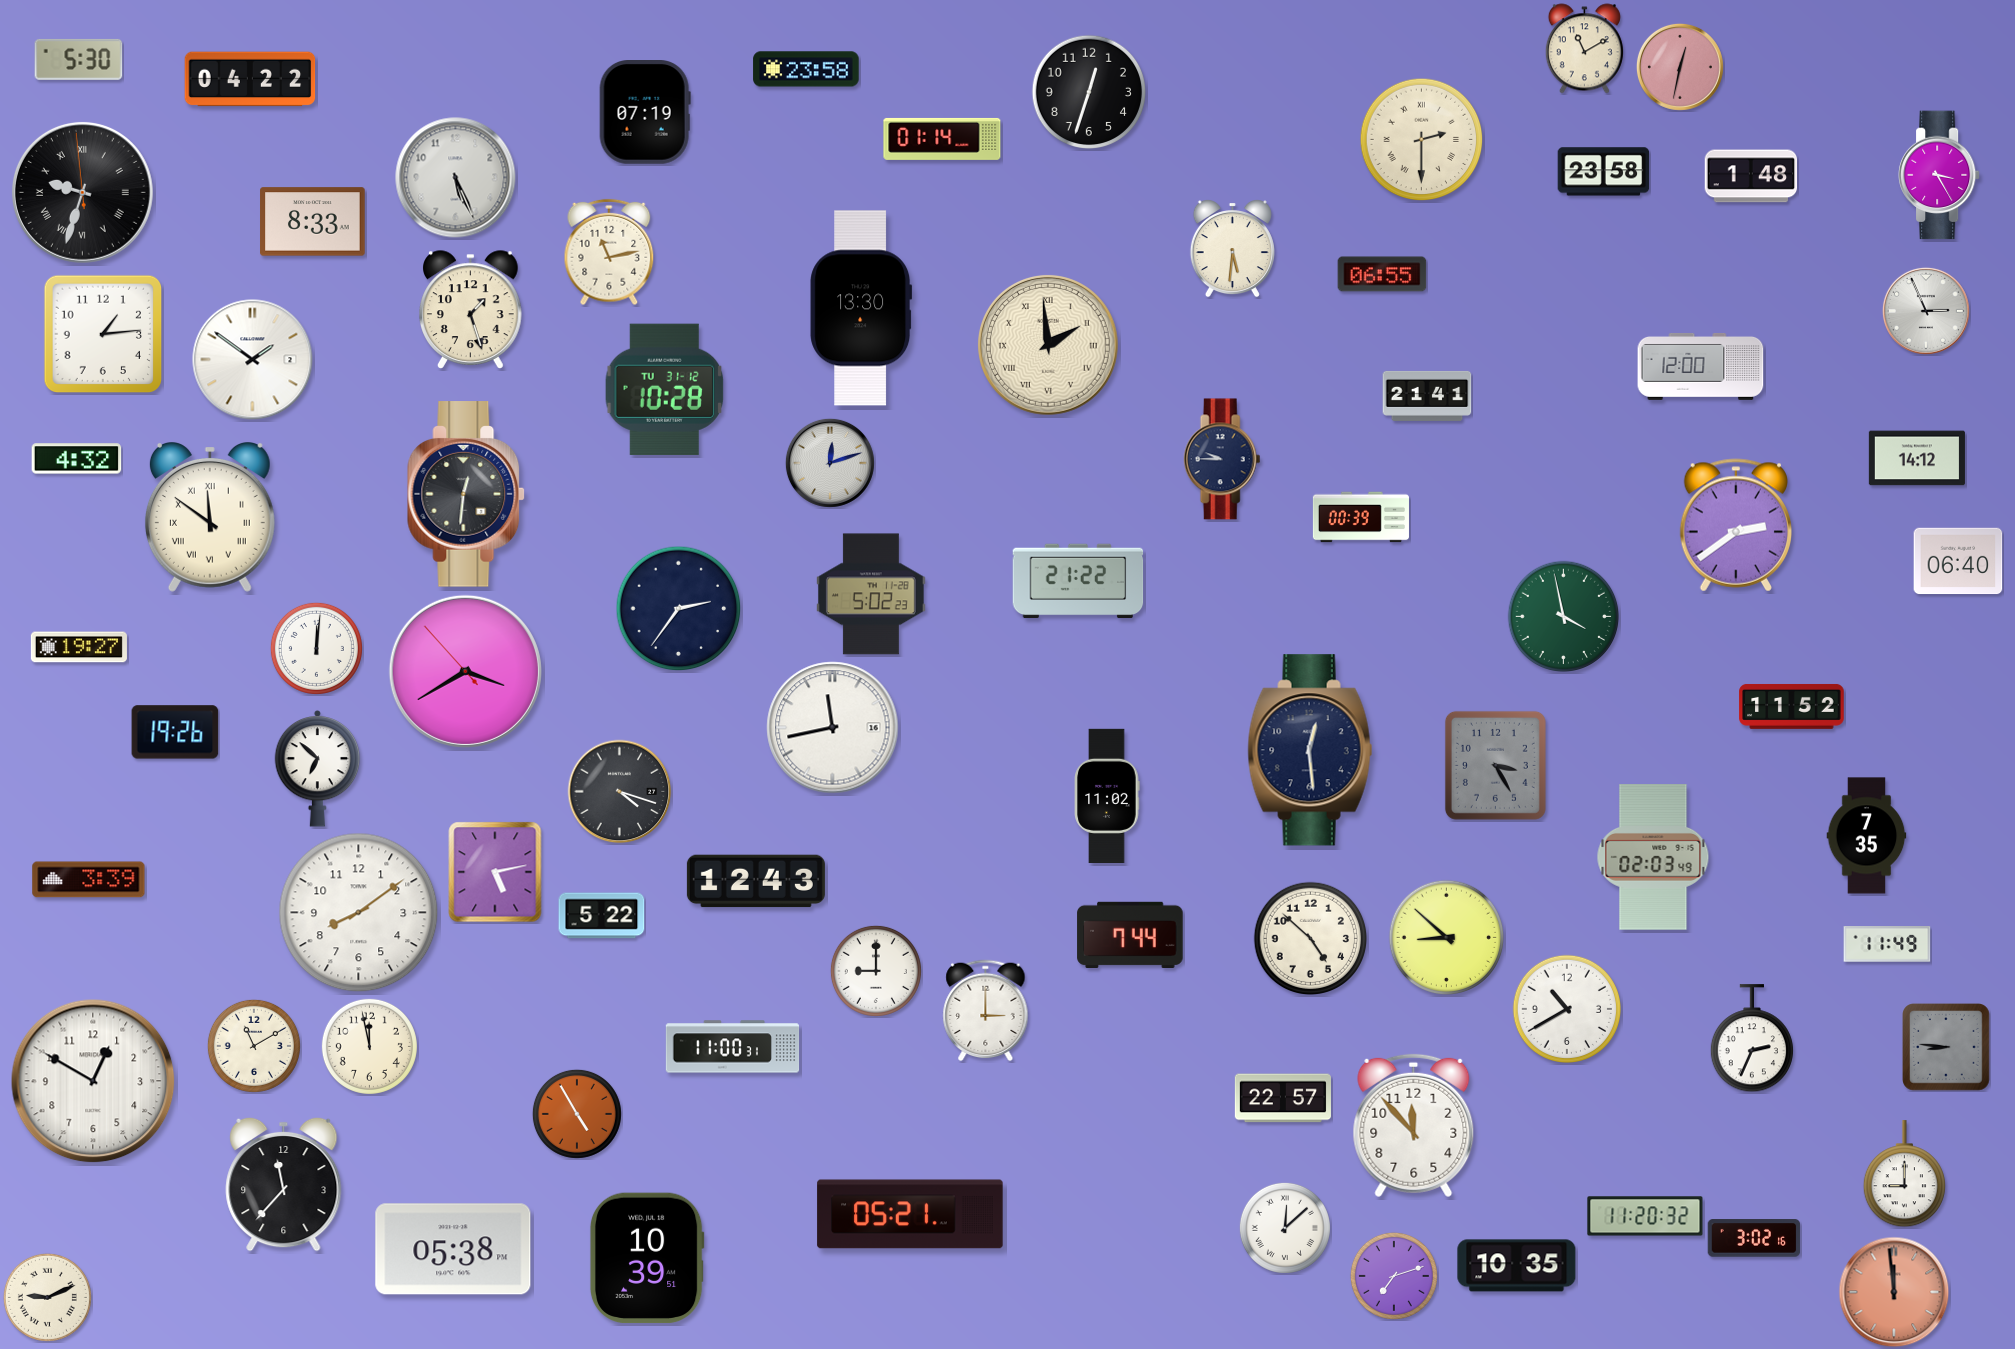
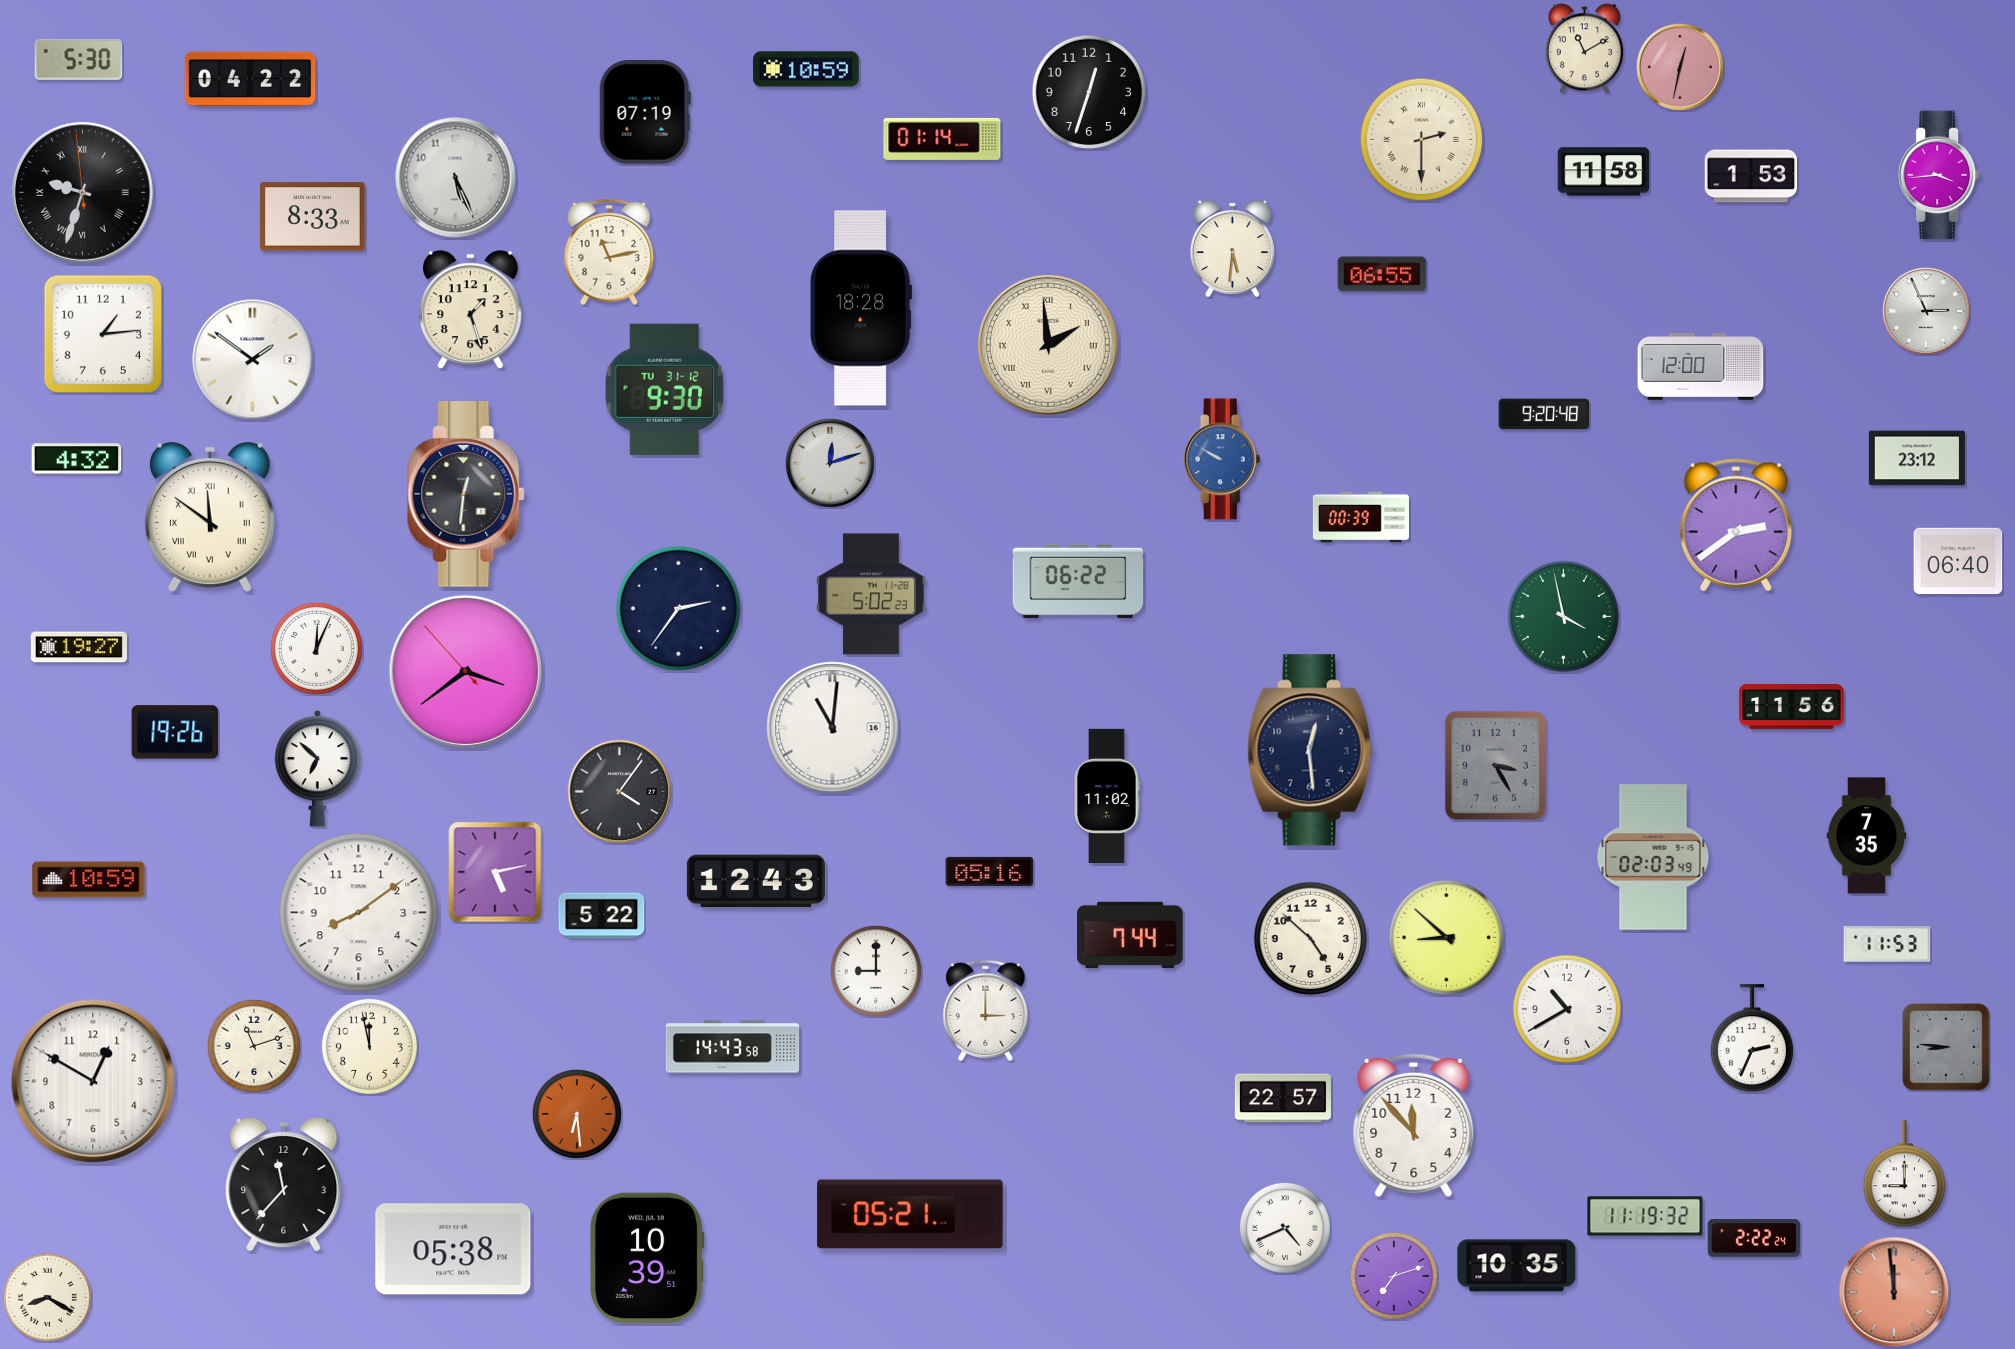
clock at (806, 69): 23:58 -> 10:59
clock at (1604, 172): 23:58 -> 11:58
clock at (1939, 175): 3:25 -> 3:44
clock at (1751, 176): 1:48 -> 1:53
clock at (313, 222) position: (313, 222) -> (313, 217)
clock at (861, 308): 13:30 -> 18:28
clock at (665, 389): 10:28 -> 9:30
clock at (1427, 396): 21:41 -> none
clock at (1544, 414): none -> 9:20
clock at (1917, 458): 14:12 -> 23:12
clock at (1222, 459): 9:45 -> 9:50
clock at (1222, 459) dial: navy -> blue
clock at (1078, 581): 21:22 -> 06:22
clock at (316, 648): 12:01 -> 12:04
clock at (465, 671): 3:39 -> 3:38
clock at (1792, 706): 11:52 -> 11:56
clock at (833, 728): 11:43 -> 11:01
clock at (620, 792): 4:18 -> 4:06
clock at (990, 871): none -> 05:16
clock at (89, 880): 3:39 -> 10:59
clock at (1887, 945): 11:49 -> 11:53
clock at (254, 1046): 11:10 -> 11:12
clock at (733, 1047): 11:00 -> 14:43
clock at (577, 1114): 4:55 -> 6:29
clock at (1645, 1216): 11:20 -> 11:19
clock at (1285, 1228): 12:08 -> 4:41
clock at (1754, 1238): 3:02 -> 2:22
clock at (47, 1297): 9:11 -> 8:20
